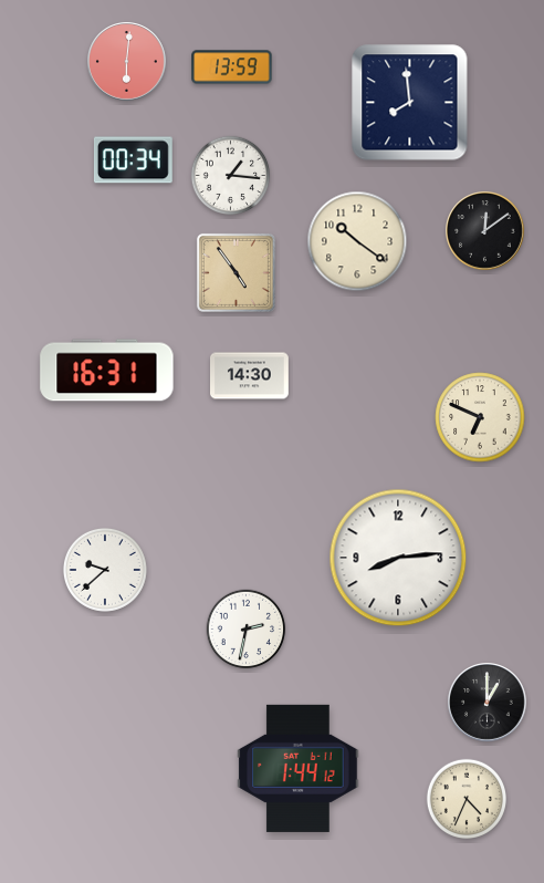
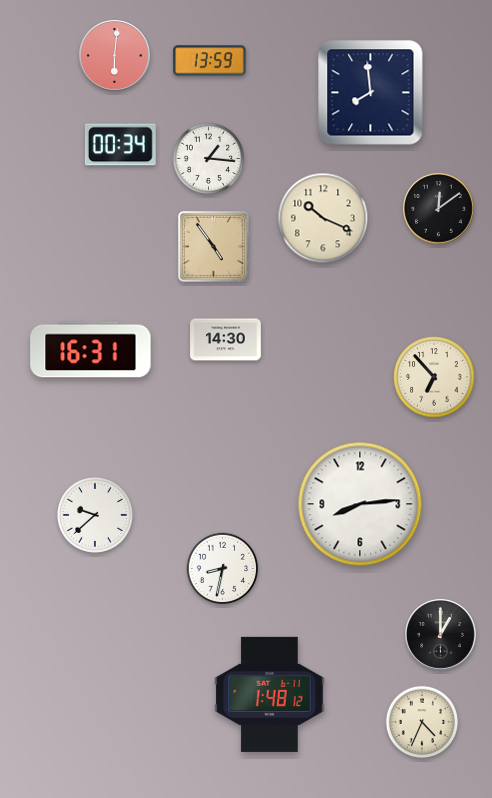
clock at (357, 241): 10:21 -> 10:19
clock at (107, 371) position: (107, 371) -> (91, 350)
clock at (480, 417): 6:49 -> 6:53
clock at (247, 630): 2:32 -> 8:32
clock at (299, 768): 1:44 -> 1:48
